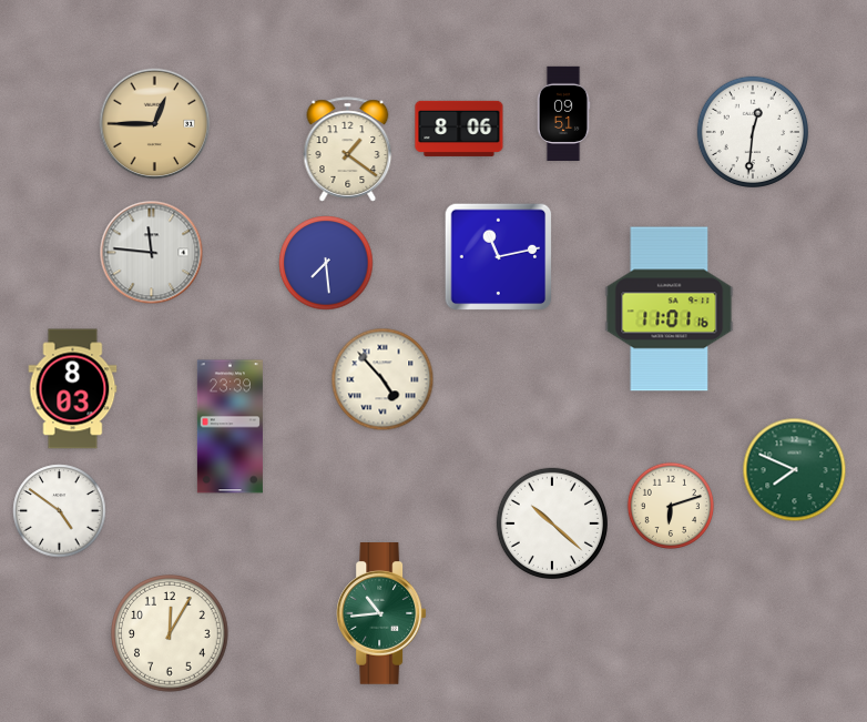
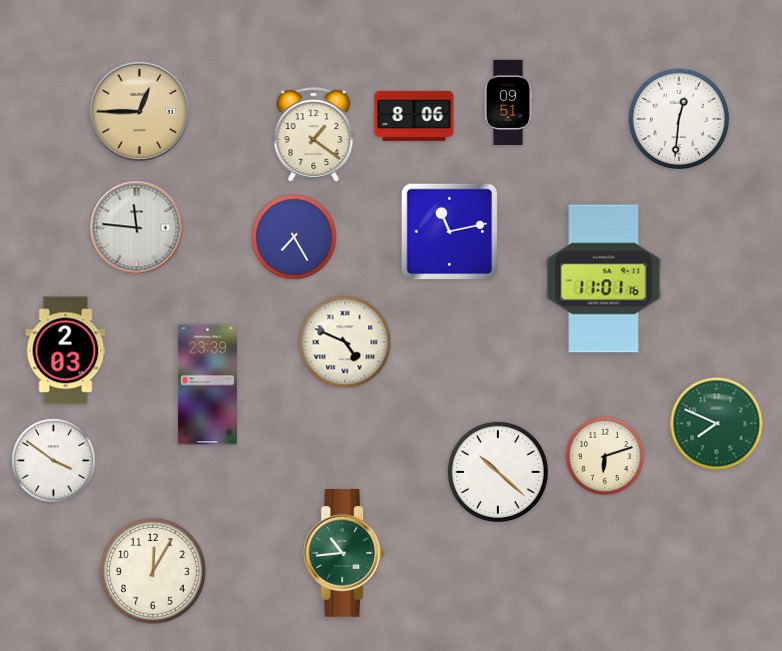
clock at (326, 263): 7:29 -> 7:25
clock at (382, 379): 4:53 -> 4:49
clock at (73, 389): 8:03 -> 2:03
clock at (60, 511): 4:51 -> 3:51
